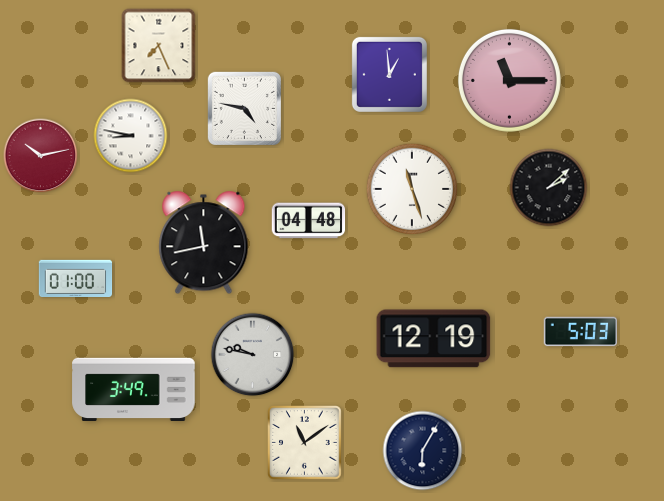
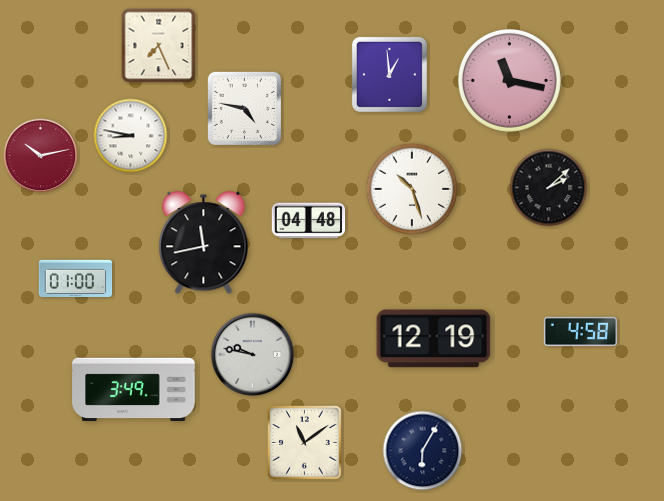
clock at (509, 80): 11:15 -> 11:17
clock at (412, 189): 11:27 -> 10:27
clock at (581, 332): 5:03 -> 4:58
